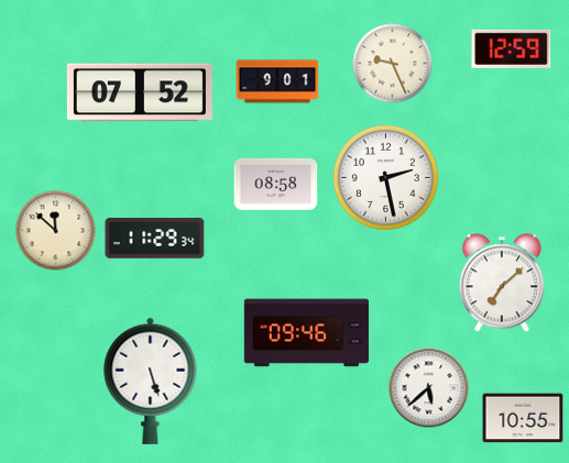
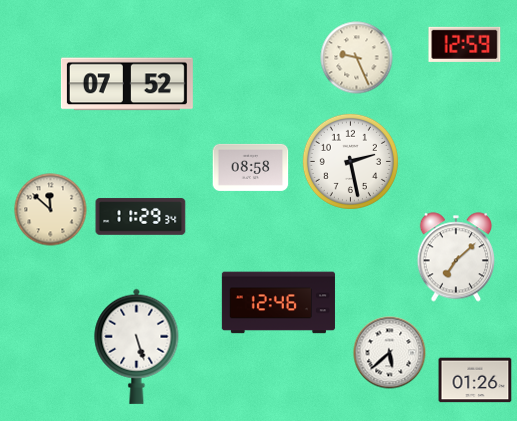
clock at (277, 81): 9:01 -> none
clock at (306, 333): 09:46 -> 12:46
clock at (523, 418): 10:55 -> 01:26
